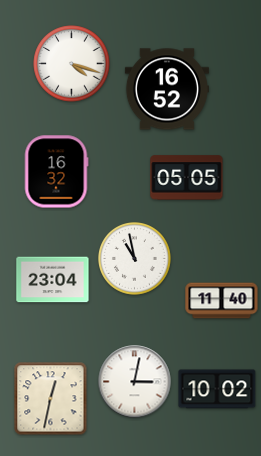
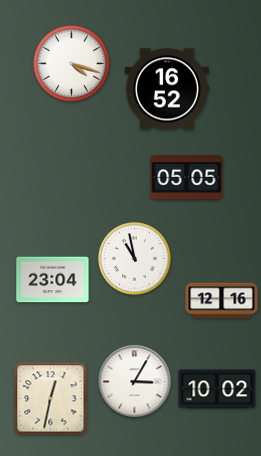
clock at (56, 172): 16:32 -> none
clock at (222, 301): 11:40 -> 12:16
clock at (135, 382): 3:02 -> 3:05
